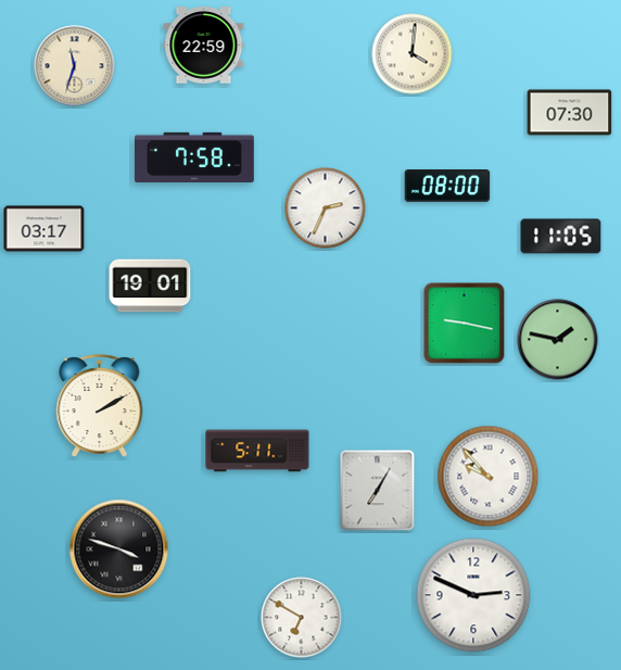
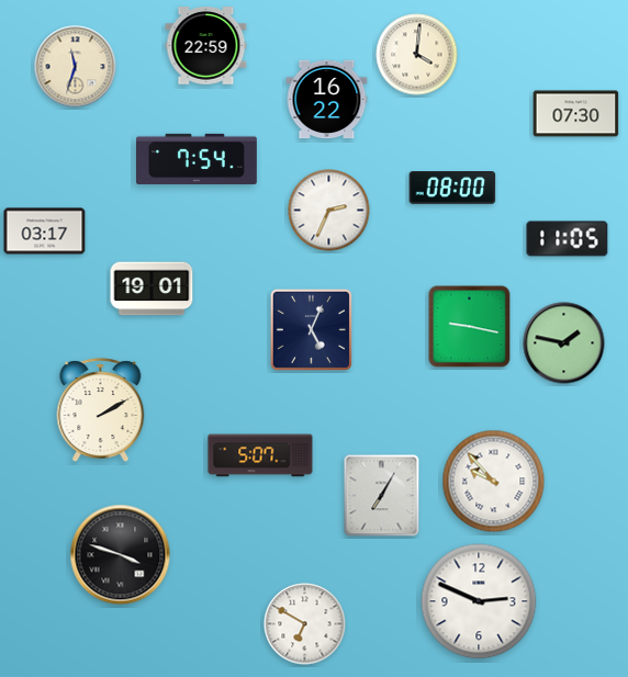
clock at (327, 100): none -> 16:22
clock at (195, 157): 7:58 -> 7:54
clock at (311, 329): none -> 5:04
clock at (257, 451): 5:11 -> 5:07
